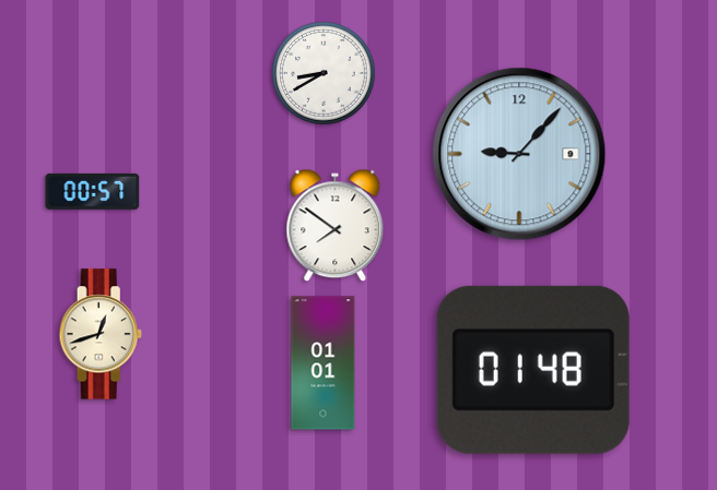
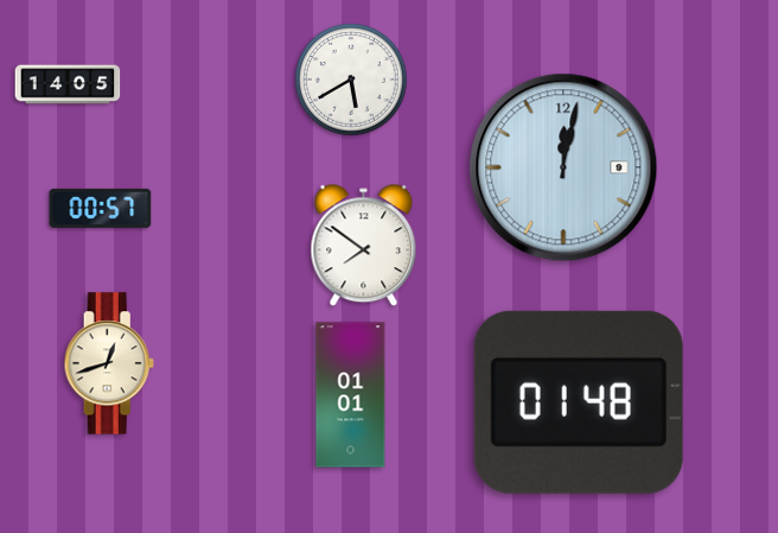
clock at (324, 73): 8:40 -> 5:40
clock at (68, 84): none -> 14:05
clock at (519, 154): 9:07 -> 12:02
